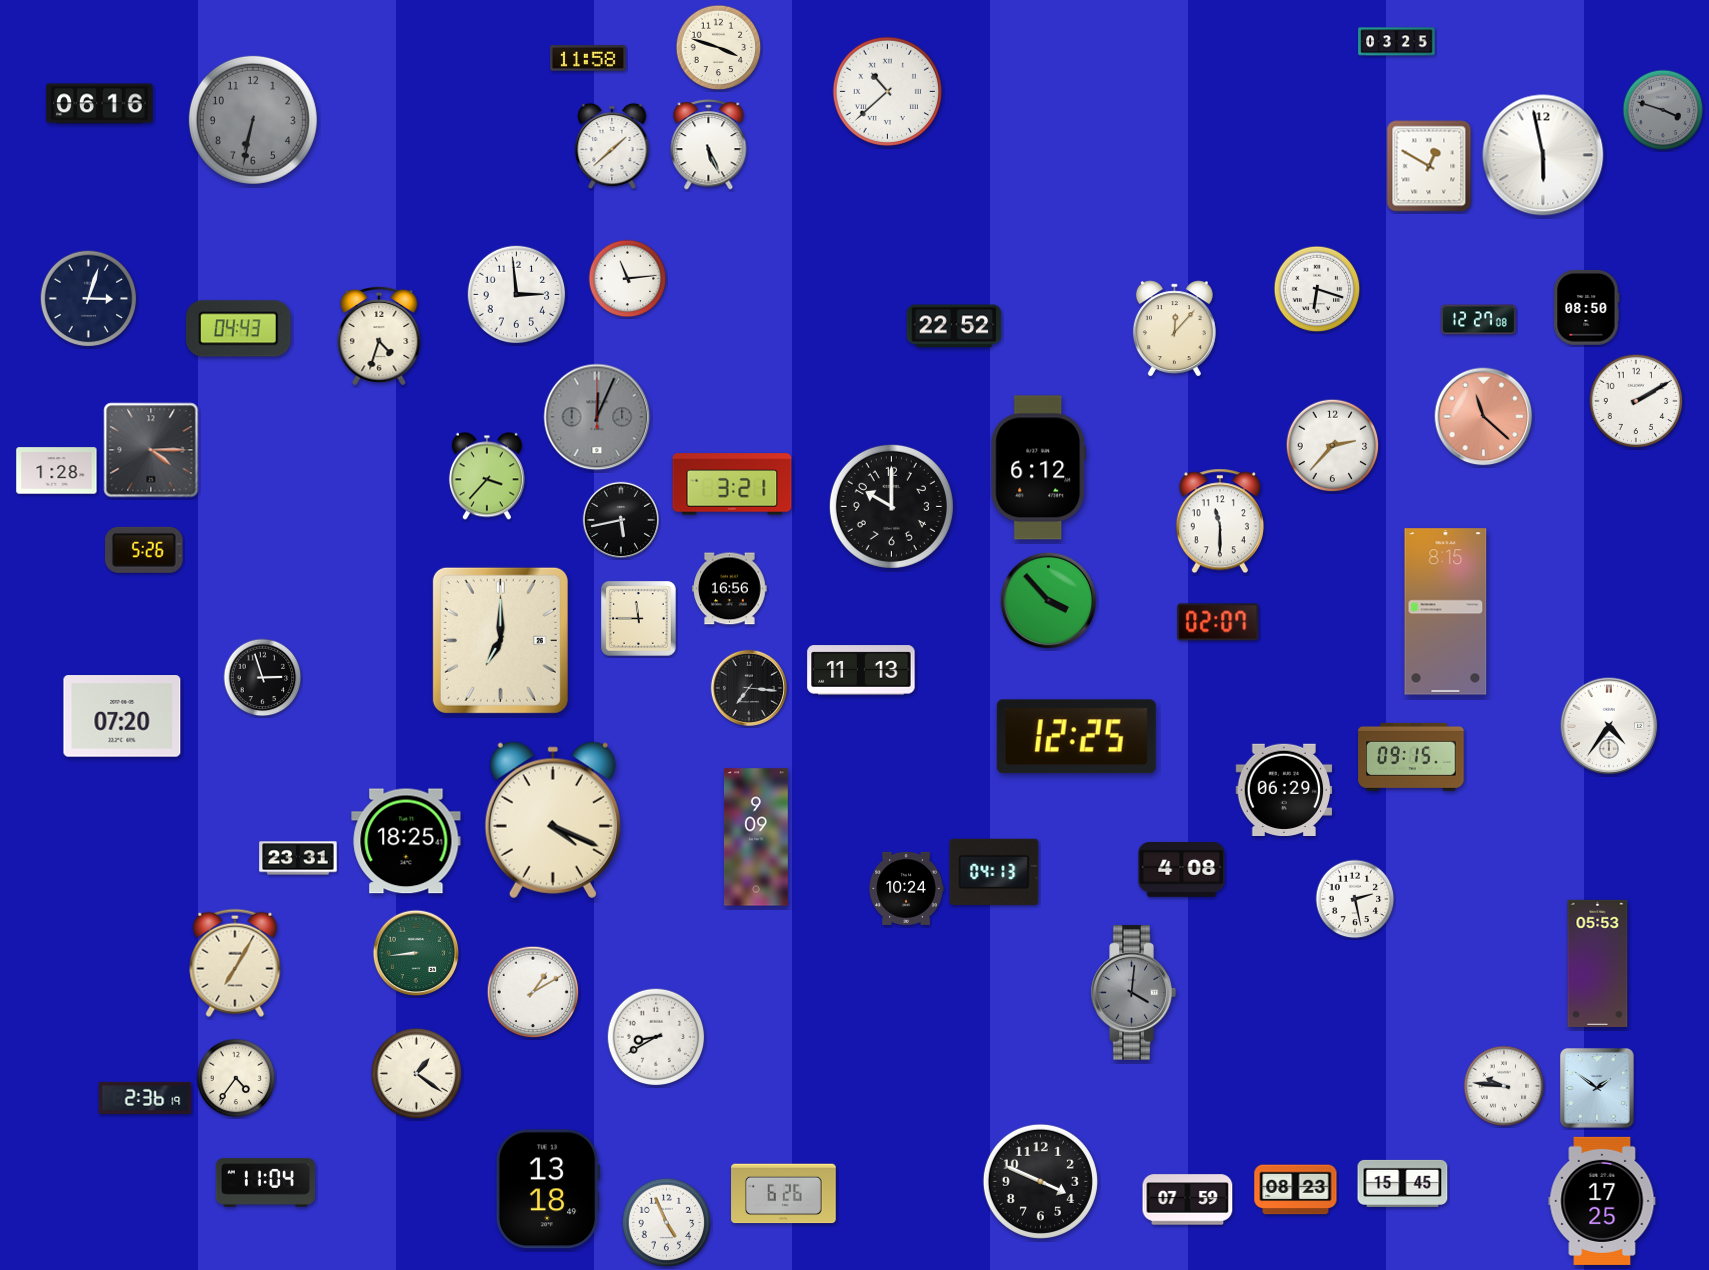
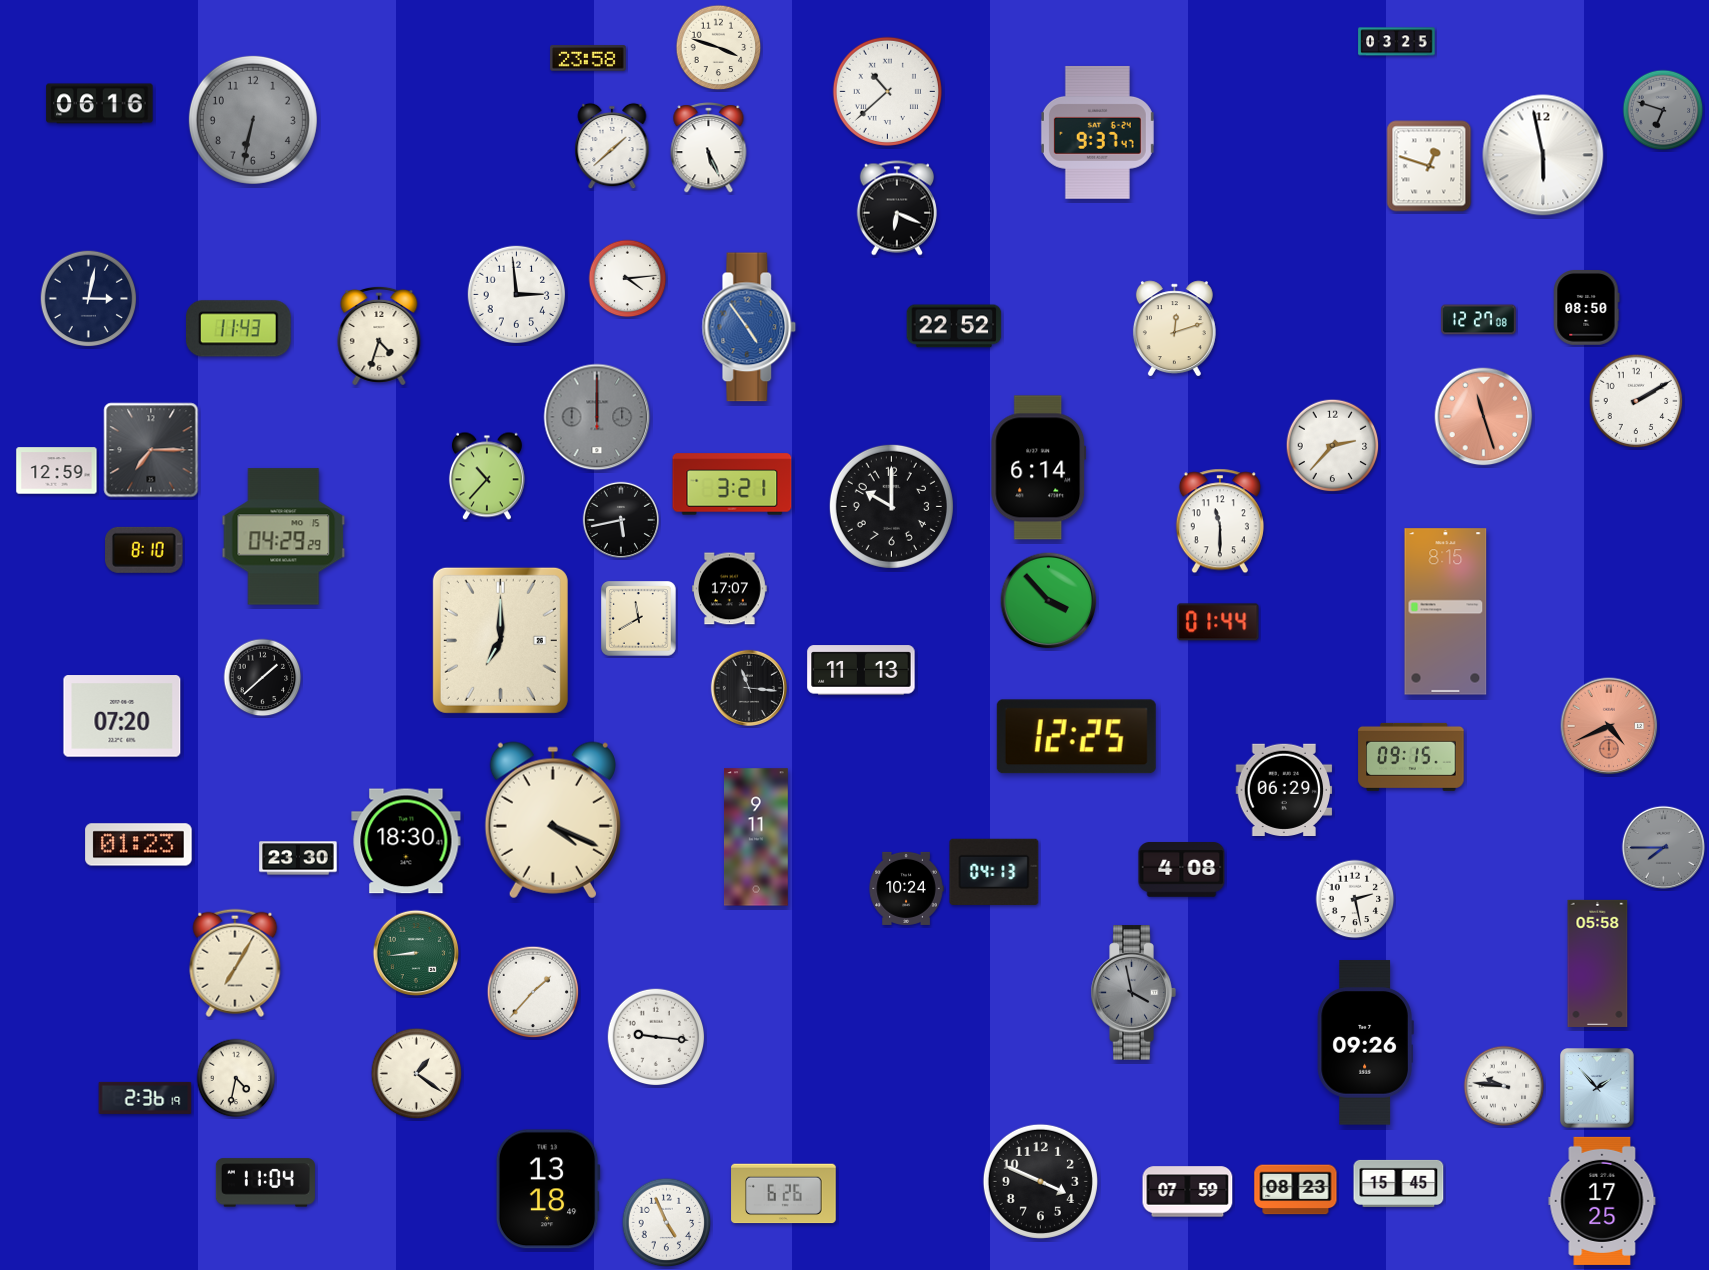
clock at (588, 58): 11:58 -> 23:58
clock at (1663, 110): 3:48 -> 6:48
clock at (1097, 132): none -> 9:37
clock at (709, 145) position: (709, 145) -> (709, 148)
clock at (1429, 166): 12:50 -> 12:48
clock at (897, 208): none -> 6:19
clock at (628, 279): 11:14 -> 4:14
clock at (1317, 289): 6:18 -> none
clock at (89, 299): 3:03 -> 3:02
clock at (749, 327): none -> 4:54
clock at (238, 329): 04:43 -> 11:43
clock at (1174, 329): 12:07 -> 12:12
clock at (597, 417): 12:04 -> 12:00
clock at (1484, 417): 11:22 -> 11:27
clock at (151, 450): 4:15 -> 7:15
clock at (1039, 468): 6:12 -> 6:14
clock at (57, 471): 1:28 -> 12:59
clock at (487, 476): 3:37 -> 10:37
clock at (284, 537): none -> 04:29
clock at (144, 550): 5:26 -> 8:10
clock at (730, 589): 16:56 -> 17:07
clock at (639, 619): 11:45 -> 11:40
clock at (1218, 622): 02:07 -> 01:44
clock at (263, 678): 2:57 -> 1:38
clock at (748, 687): 7:16 -> 11:16
clock at (1609, 726): 4:36 -> 4:41
clock at (1609, 726) dial: white -> salmon
clock at (757, 837): 9:09 -> 9:11
clock at (406, 841): 18:25 -> 18:30
clock at (139, 845): none -> 01:23
clock at (1664, 848): none -> 7:45
clock at (298, 858): 23:31 -> 23:30
clock at (1598, 963): 05:53 -> 05:58
clock at (533, 992): 1:10 -> 1:37
clock at (1133, 993): 4:01 -> 3:58
clock at (656, 1037): 8:40 -> 9:16
clock at (1365, 1043): none -> 09:26
clock at (236, 1078): 4:36 -> 4:32
clock at (1598, 1088): 1:51 -> 1:53
clock at (1403, 1183) position: (1403, 1183) -> (1399, 1183)
clock at (1188, 1200) position: (1188, 1200) -> (1188, 1192)
